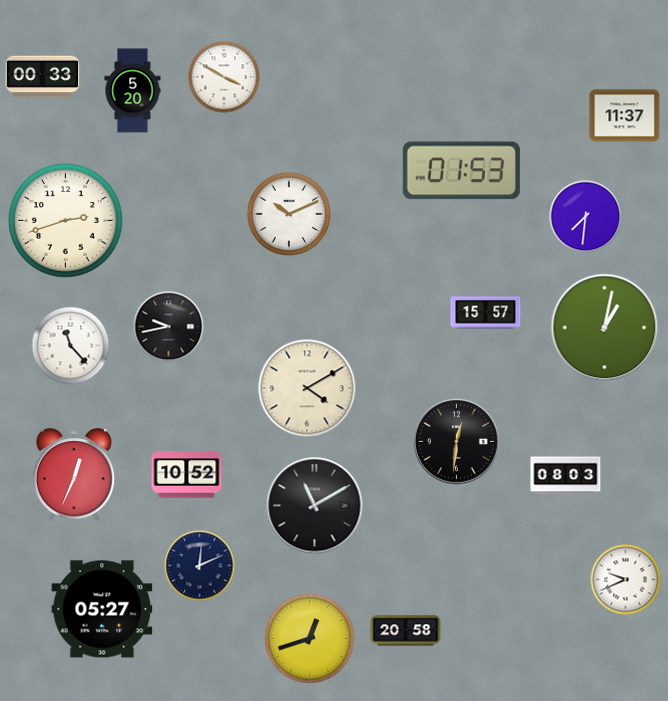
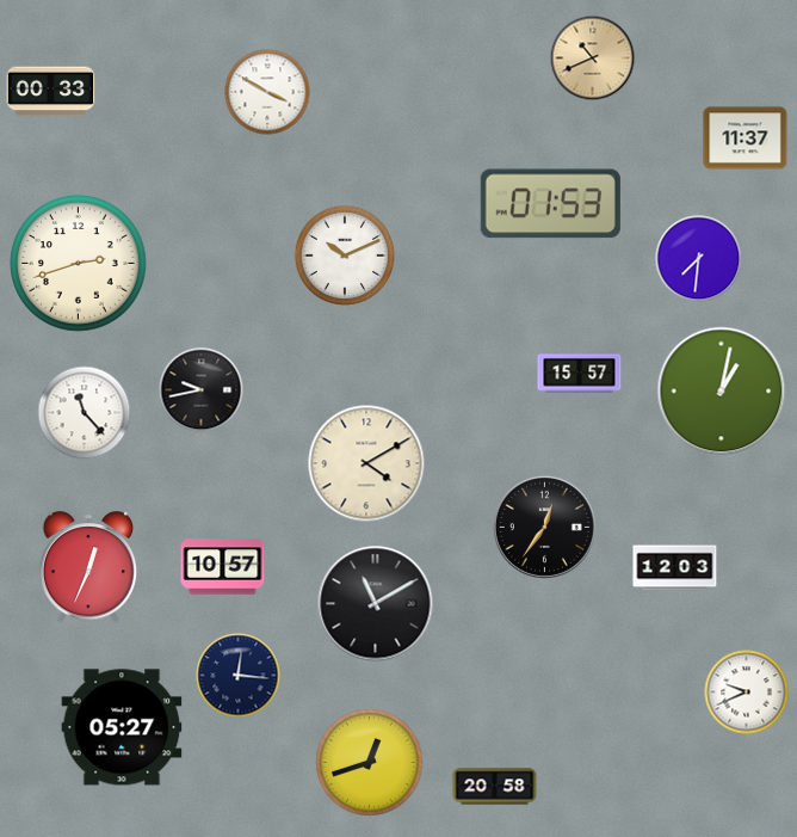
clock at (593, 59): none -> 10:41
clock at (133, 91): 5:20 -> none
clock at (456, 441): 12:31 -> 12:36
clock at (187, 475): 10:52 -> 10:57
clock at (566, 476): 08:03 -> 12:03
clock at (200, 566): 12:11 -> 12:16
clock at (406, 631) position: (406, 631) -> (495, 787)
